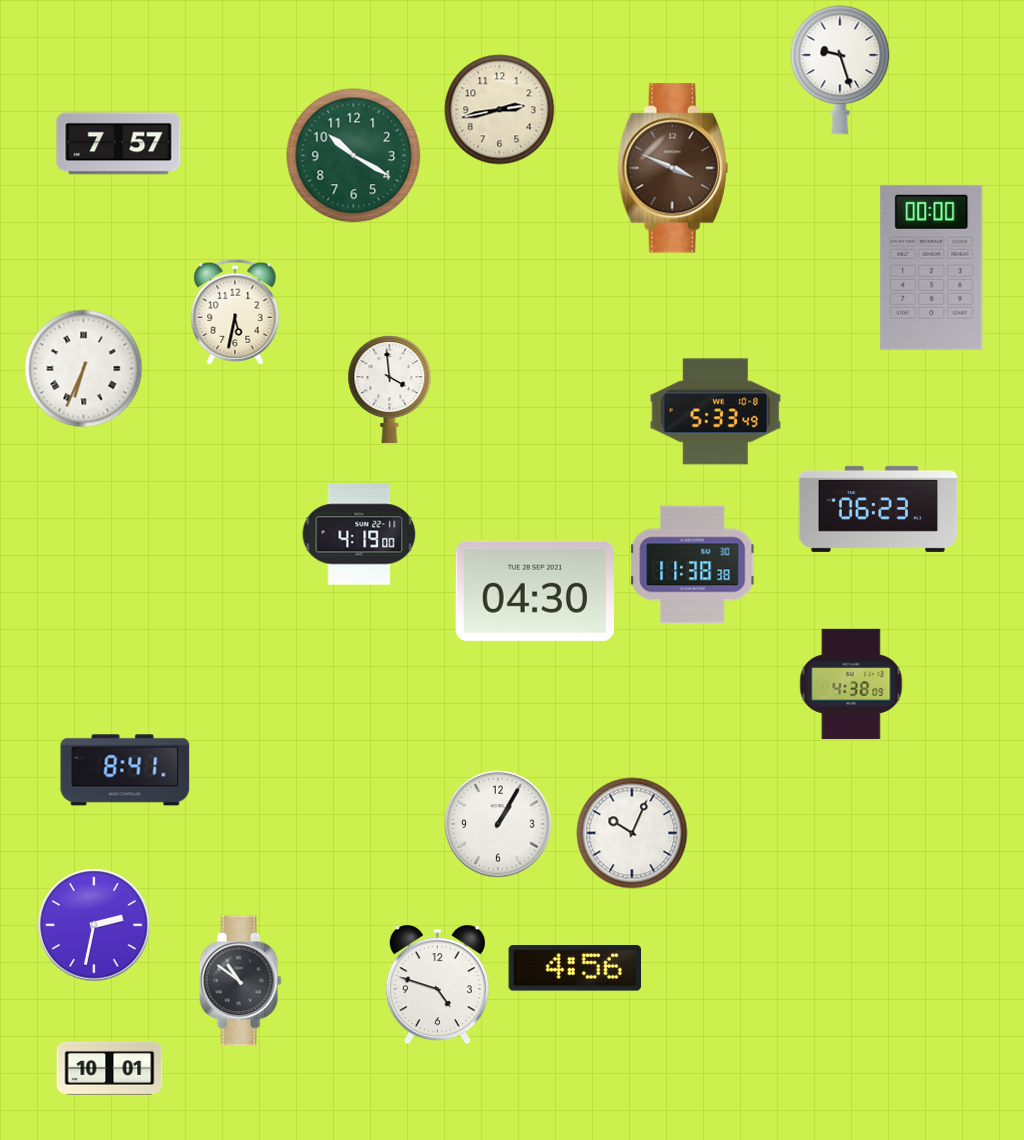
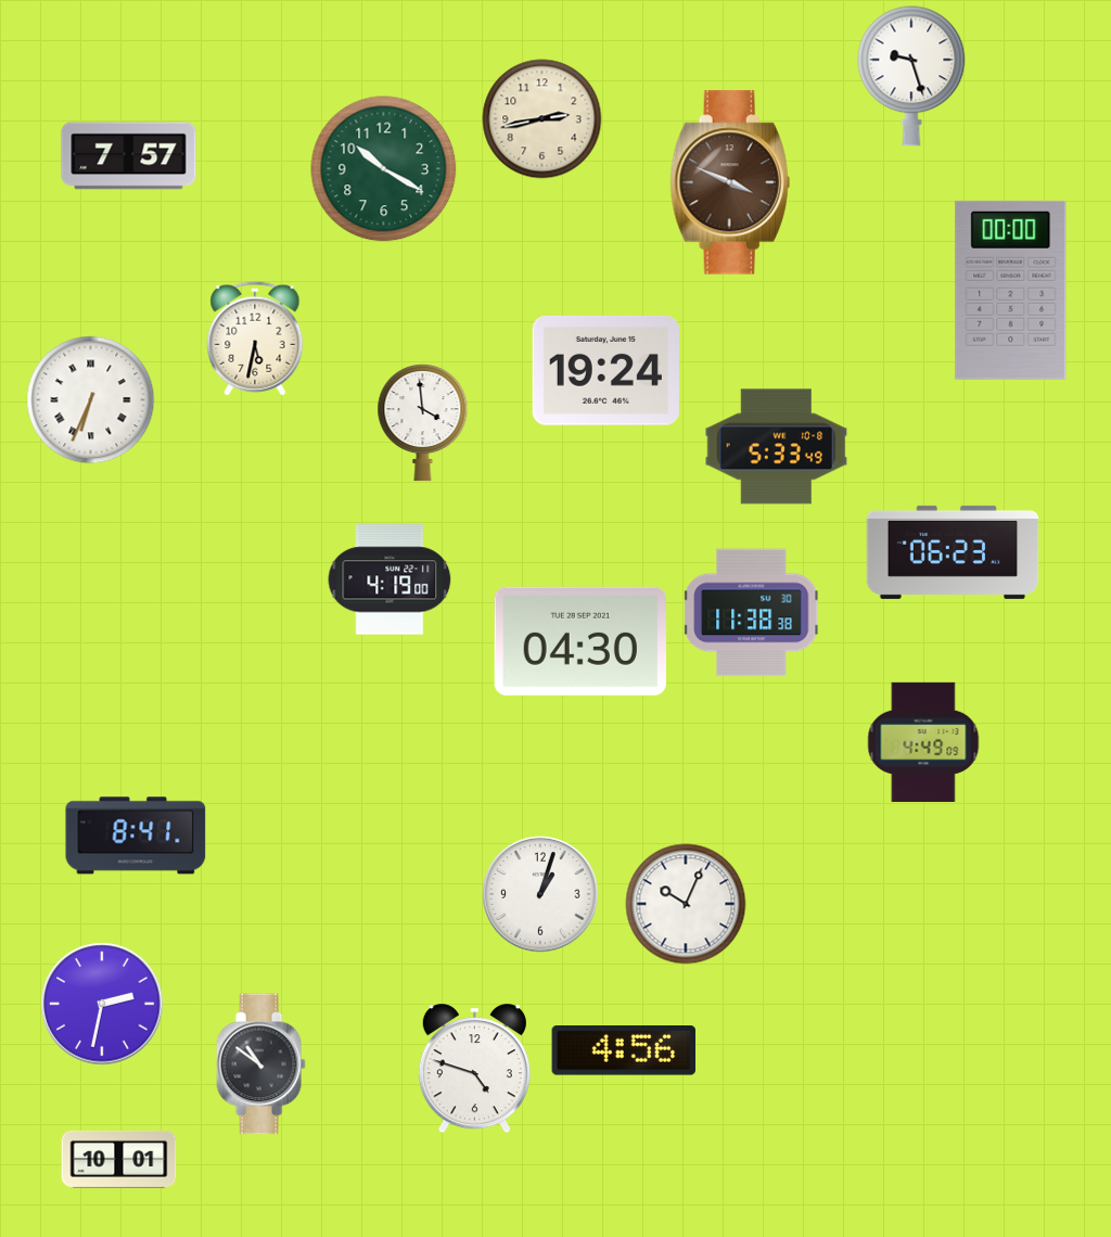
clock at (605, 370): none -> 19:24
clock at (851, 683): 4:38 -> 4:49
clock at (498, 824): 1:05 -> 1:03
